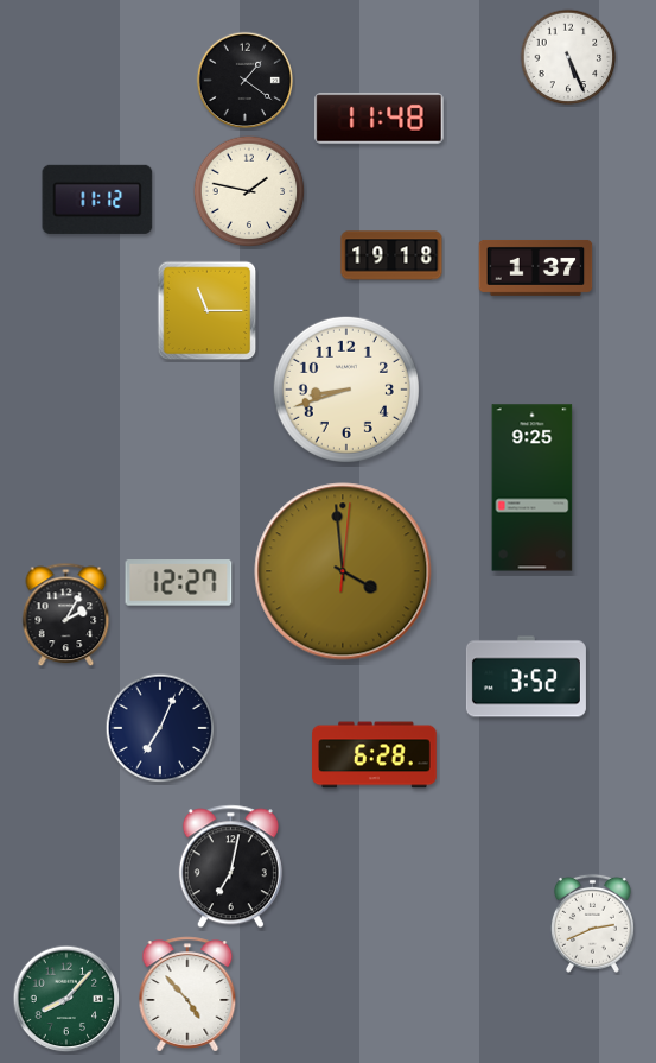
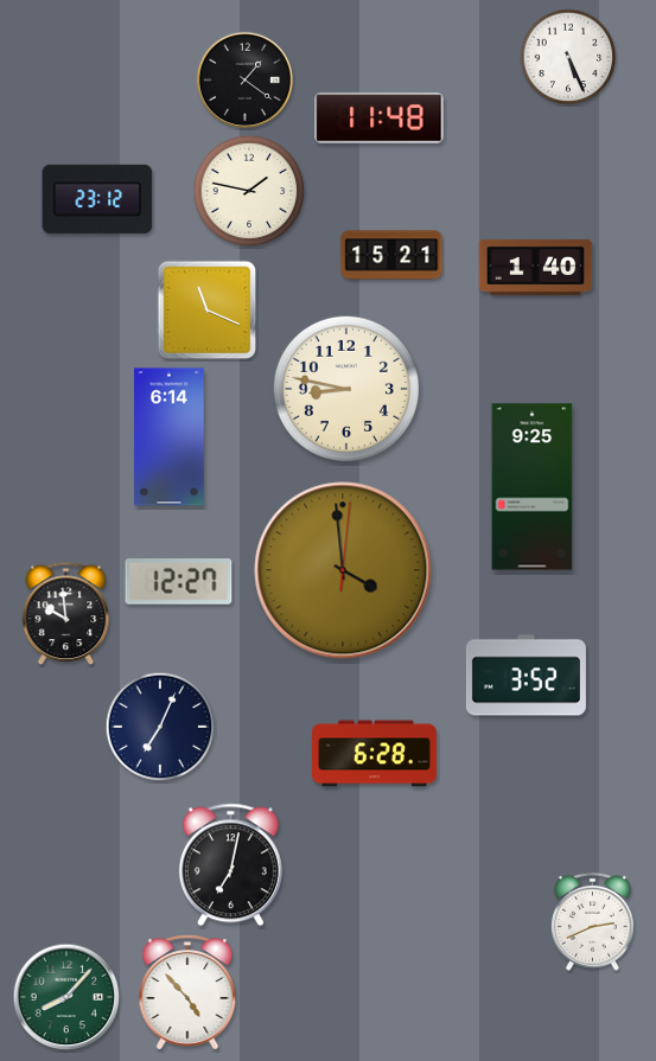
clock at (97, 200): 11:12 -> 23:12
clock at (391, 255): 19:18 -> 15:21
clock at (536, 267): 1:37 -> 1:40
clock at (208, 311): 11:15 -> 11:19
clock at (346, 390): 8:42 -> 8:47
clock at (170, 437): none -> 6:14
clock at (66, 615): 2:05 -> 9:59
